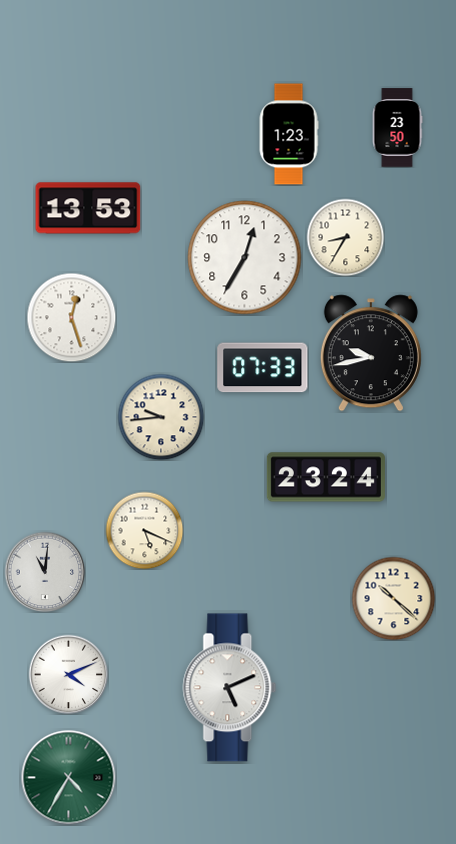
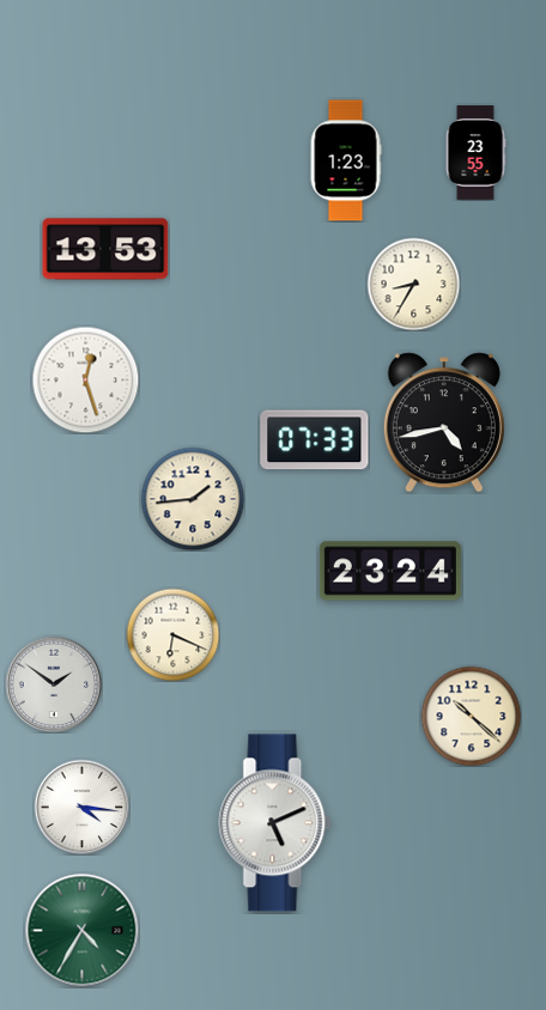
clock at (397, 128): 23:50 -> 23:55
clock at (245, 258): 12:35 -> none
clock at (371, 353): 9:43 -> 4:43
clock at (161, 417): 9:44 -> 1:44
clock at (144, 530): 5:19 -> 6:19
clock at (45, 572): 11:01 -> 1:51
clock at (68, 674): 4:11 -> 4:16
